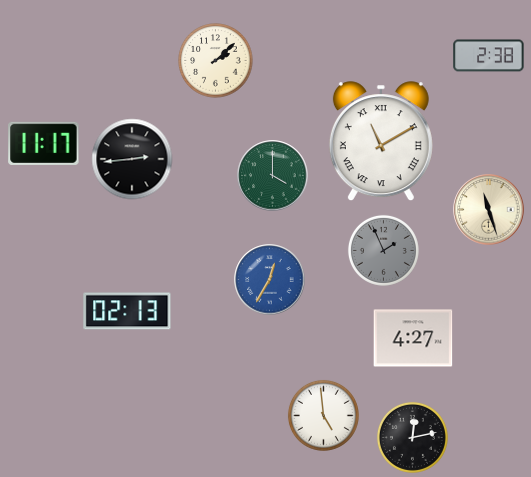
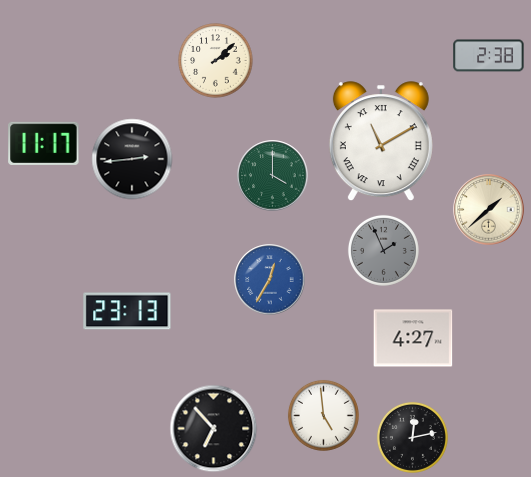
clock at (489, 210): 11:27 -> 1:38
clock at (127, 311): 02:13 -> 23:13
clock at (214, 429): none -> 6:53
